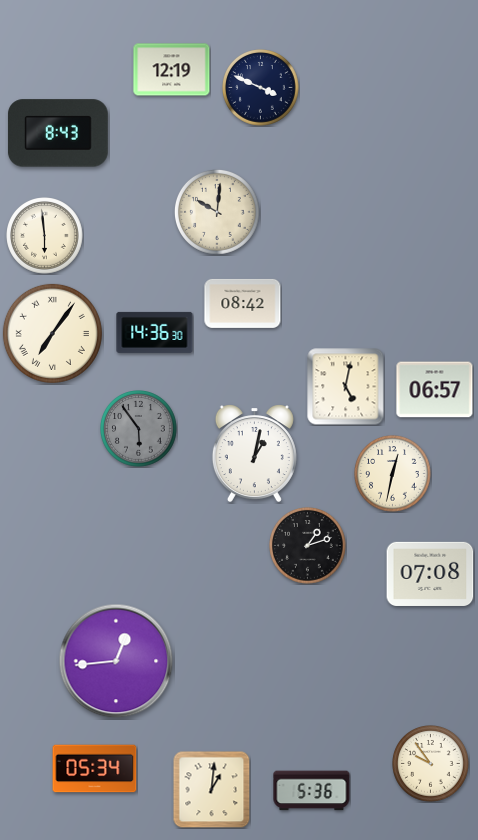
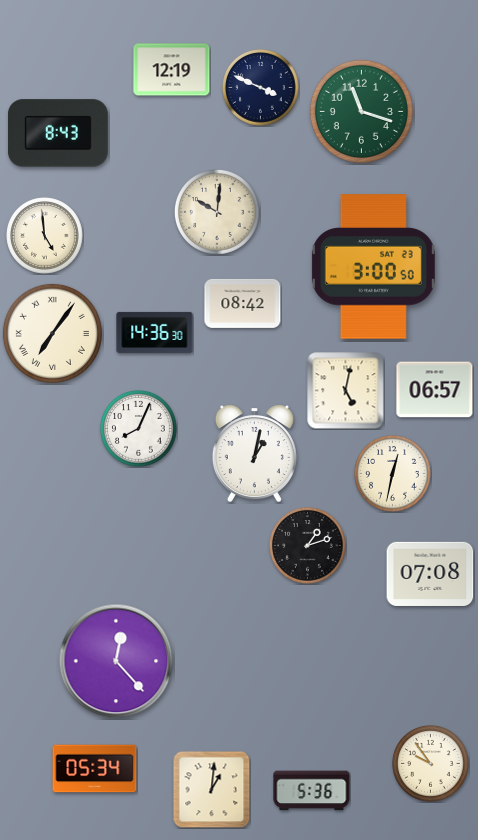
clock at (361, 111): none -> 11:18
clock at (45, 236): 5:59 -> 4:59
clock at (373, 267): none -> 3:00
clock at (346, 387) position: (346, 387) -> (346, 391)
clock at (139, 429): 5:54 -> 8:04
clock at (139, 429) dial: grey -> white
clock at (116, 661): 12:44 -> 12:23
